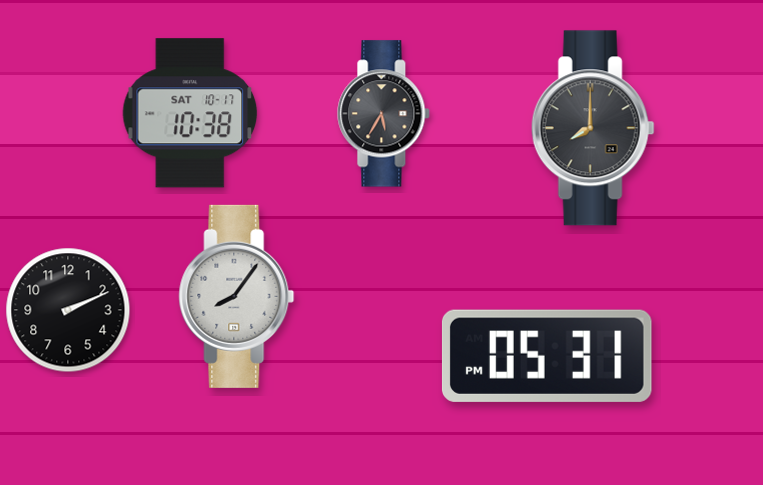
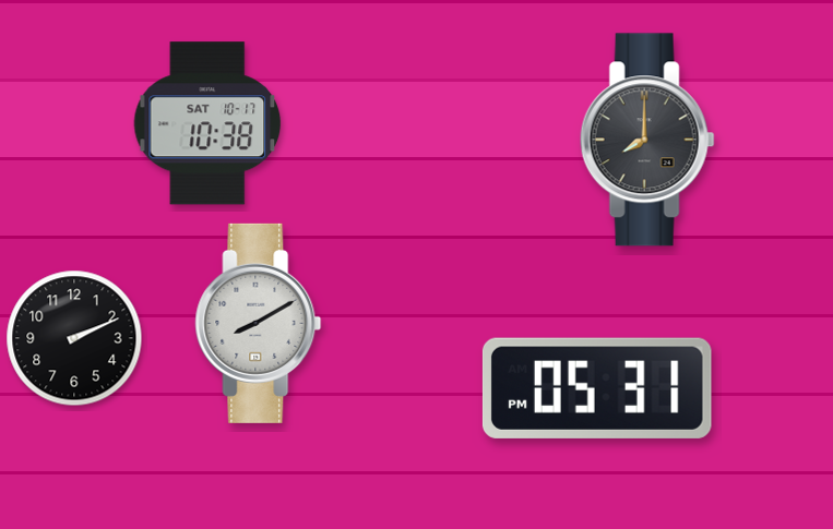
clock at (384, 114): 5:35 -> none
clock at (237, 296): 8:06 -> 8:10
